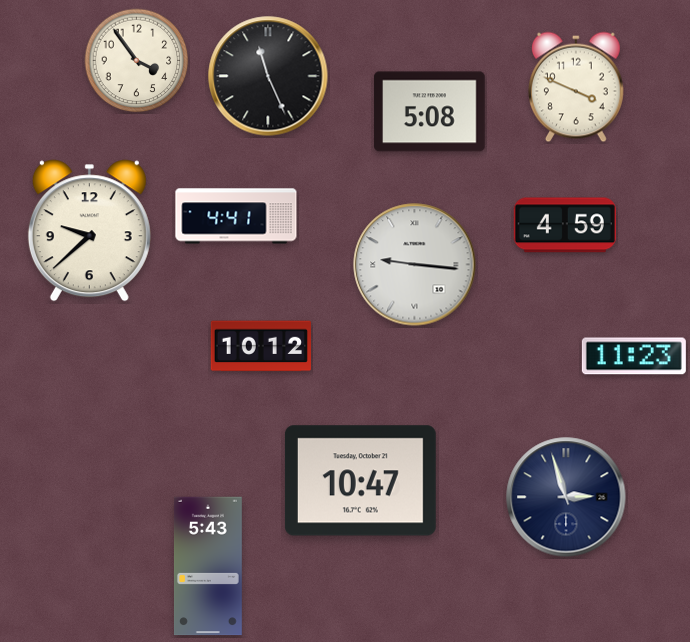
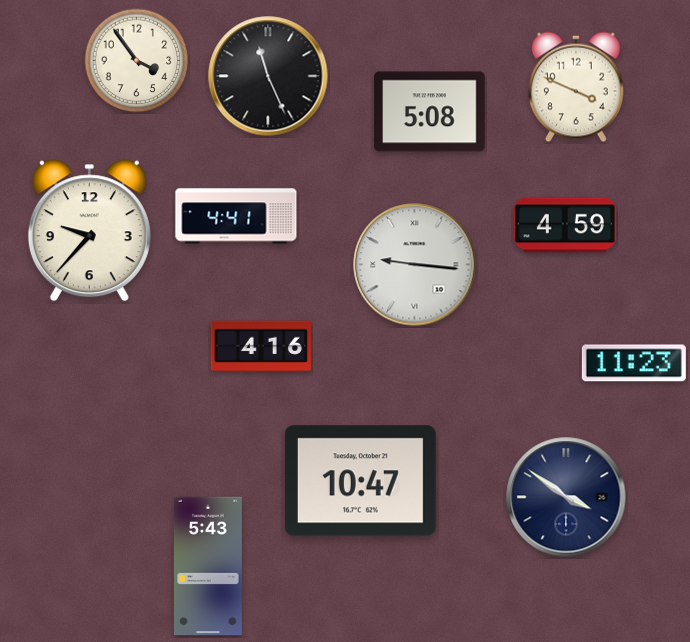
clock at (89, 231): 9:38 -> 9:37
clock at (261, 346): 10:12 -> 4:16
clock at (634, 356) position: (634, 356) -> (634, 363)
clock at (566, 497): 2:57 -> 3:51
